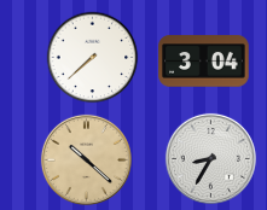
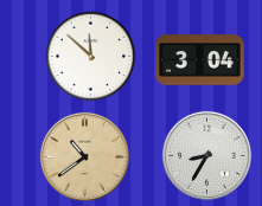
clock at (93, 58): 7:38 -> 11:52
clock at (86, 159): 10:22 -> 10:39
